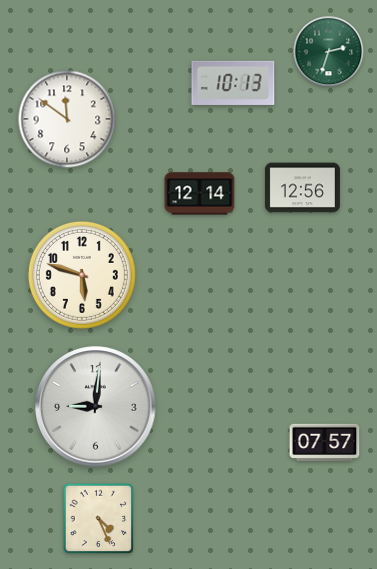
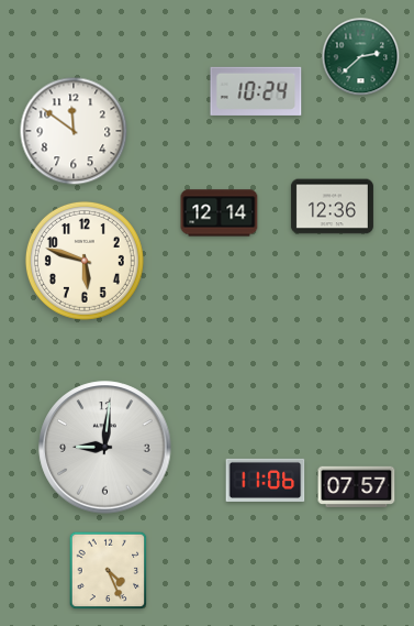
clock at (329, 52): 2:33 -> 2:38
clock at (233, 83): 10:13 -> 10:24
clock at (302, 188): 12:56 -> 12:36
clock at (82, 275) position: (82, 275) -> (85, 261)
clock at (266, 480): none -> 11:06
